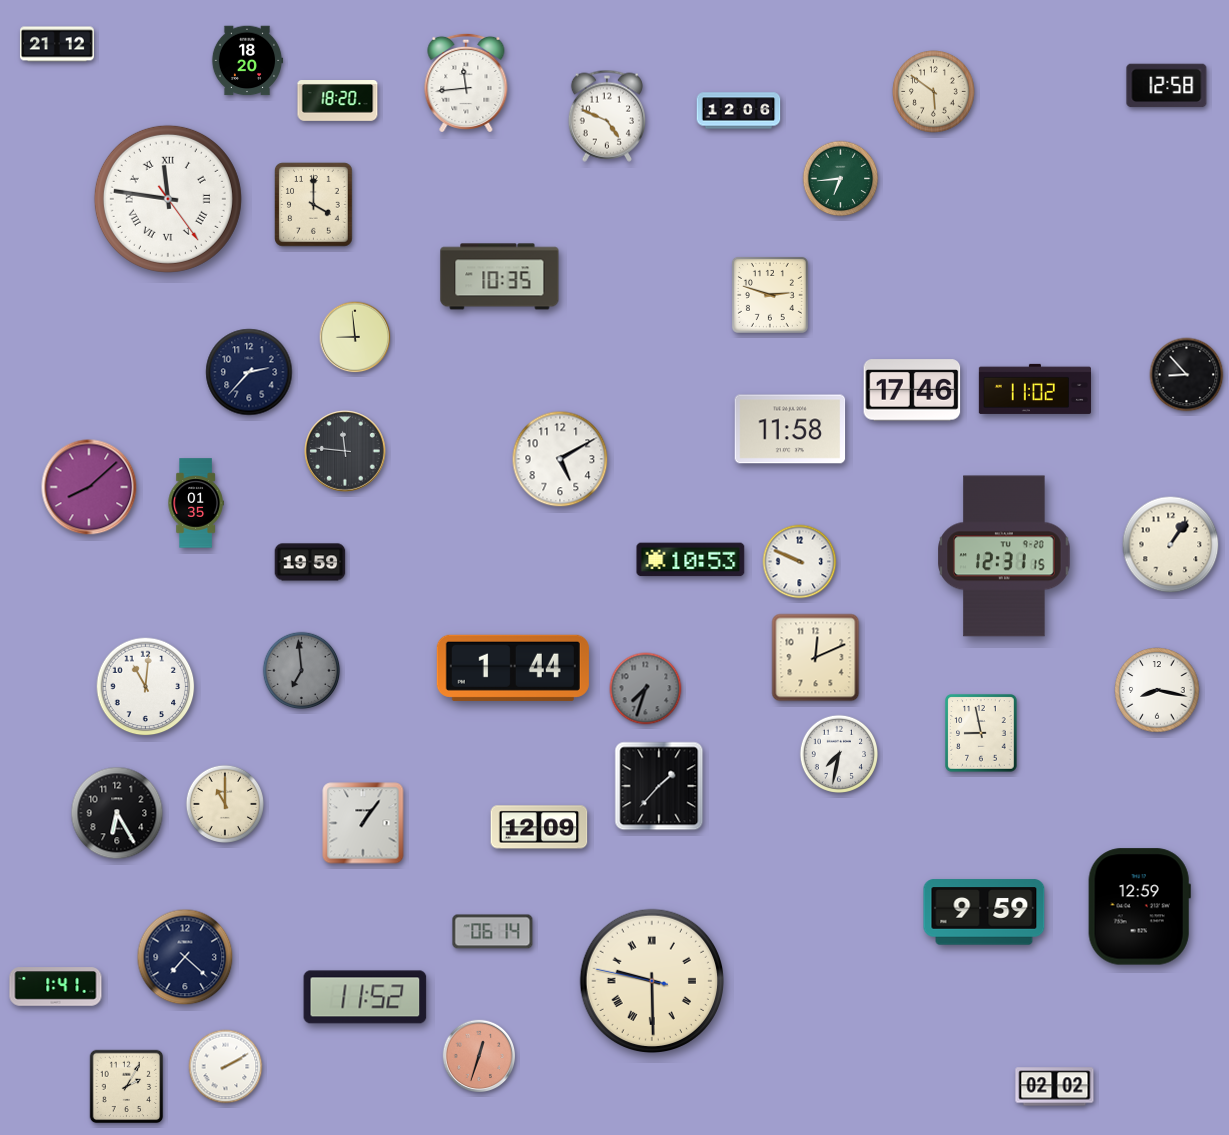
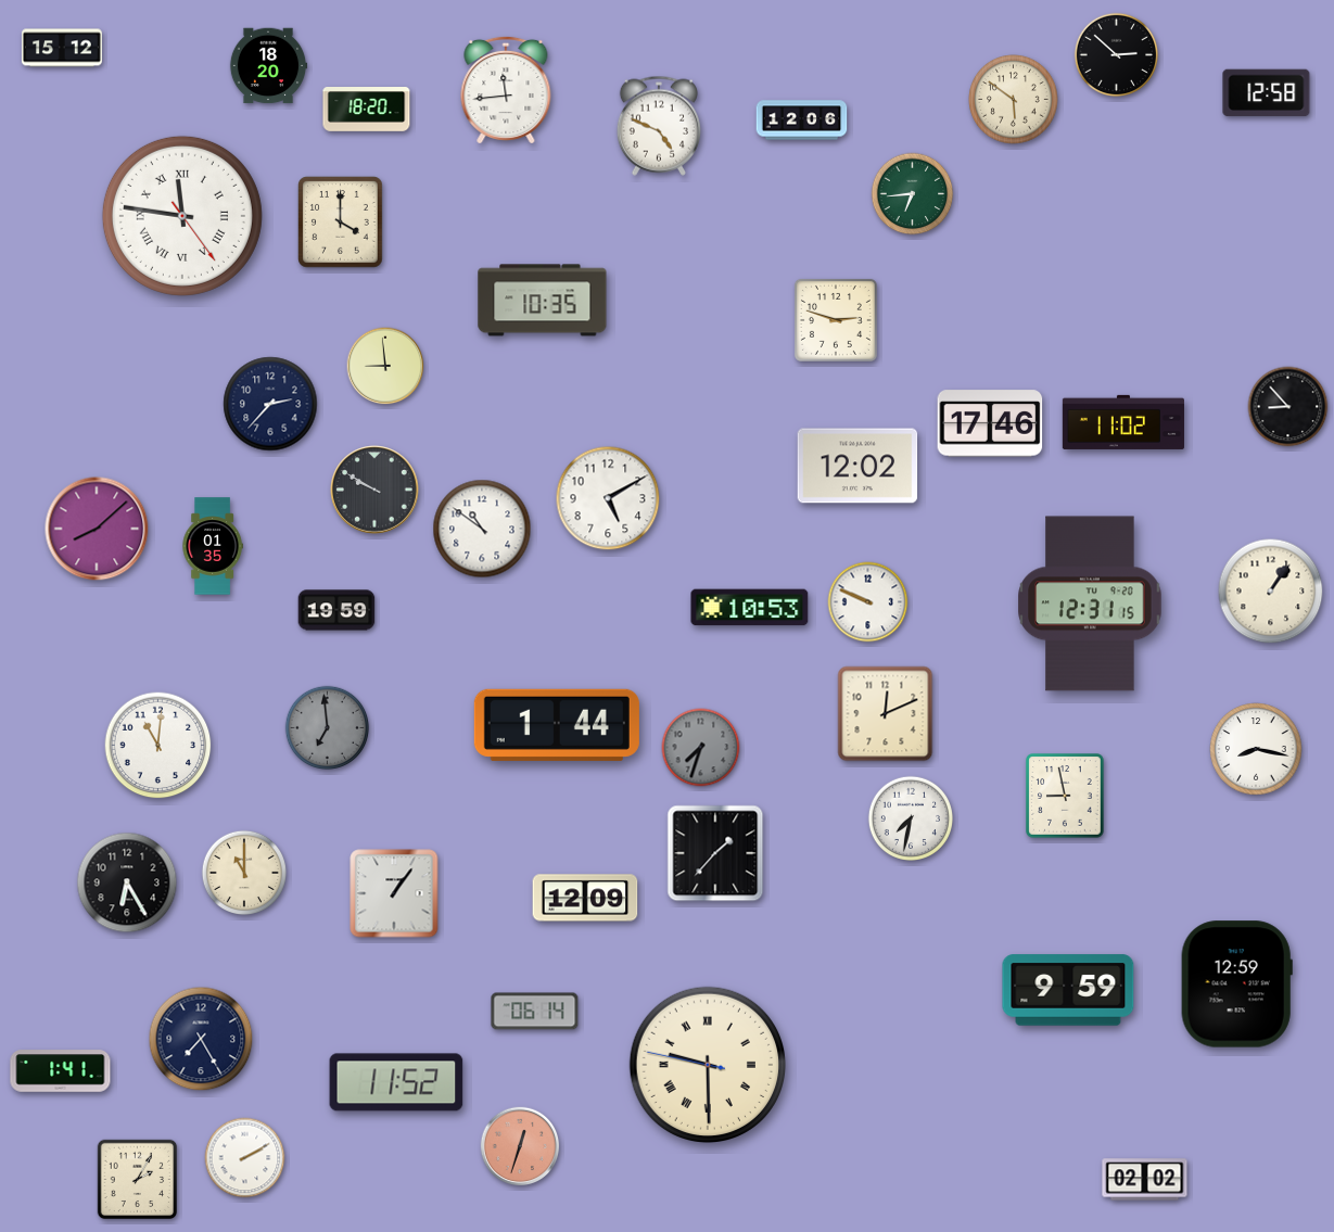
clock at (57, 44): 21:12 -> 15:12
clock at (1117, 55): none -> 2:52
clock at (790, 429): 11:58 -> 12:02
clock at (345, 451): 11:46 -> 9:50
clock at (482, 529): none -> 10:51
clock at (800, 562) position: (800, 562) -> (868, 602)
clock at (185, 957): 7:22 -> 7:25
